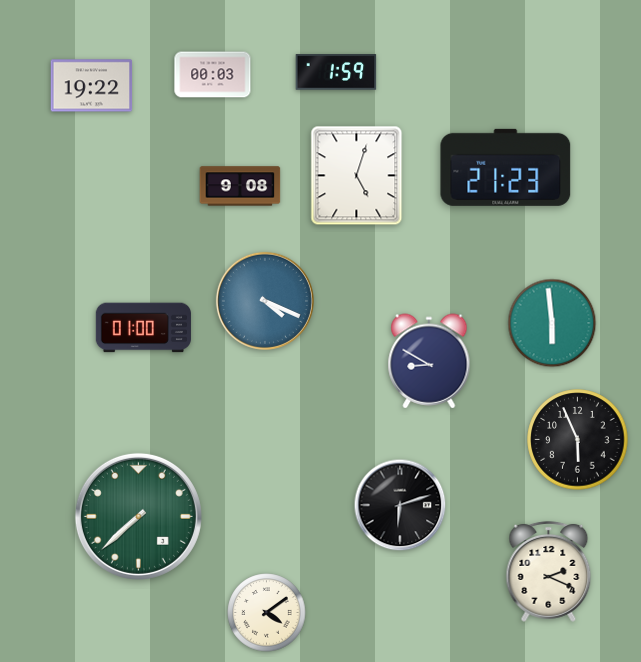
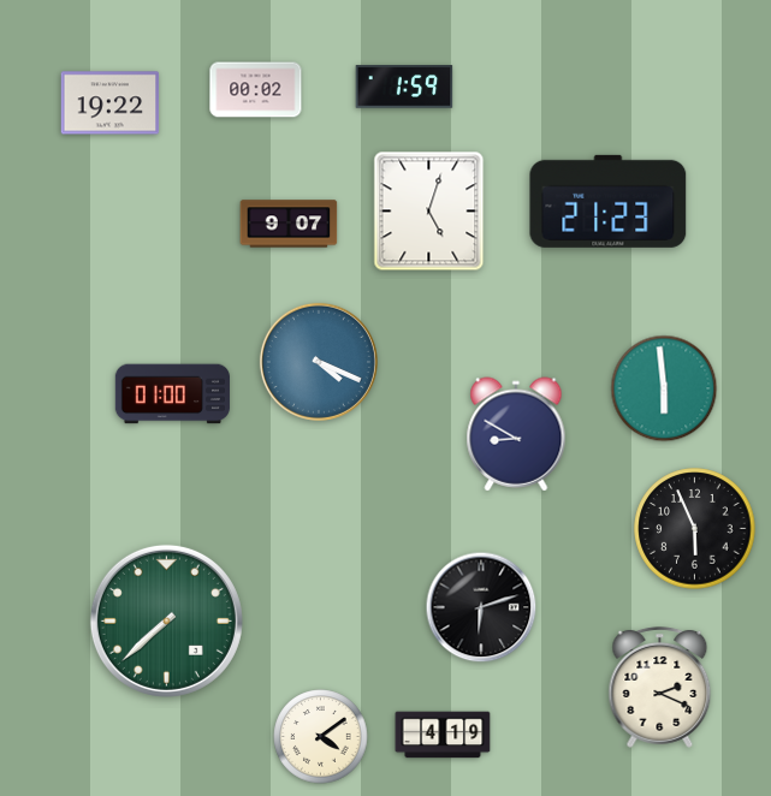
clock at (213, 75): 00:03 -> 00:02
clock at (240, 186): 9:08 -> 9:07
clock at (443, 735): none -> 4:19
